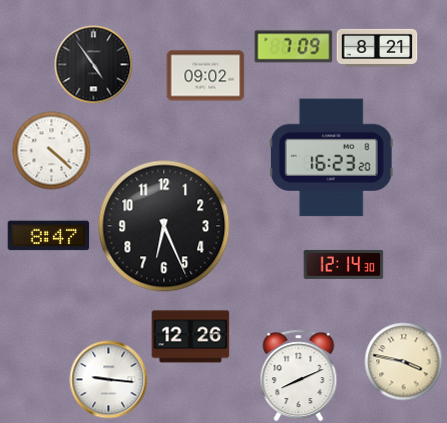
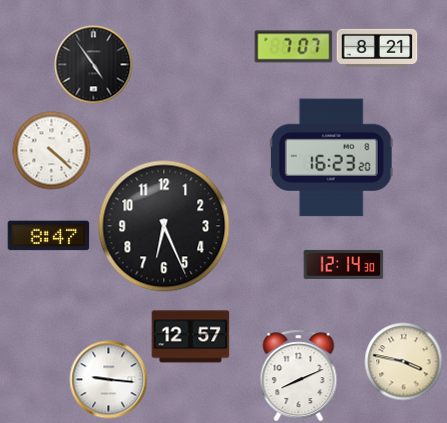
clock at (293, 47): 7:09 -> 7:07
clock at (205, 76): 09:02 -> none
clock at (190, 337): 12:26 -> 12:57
